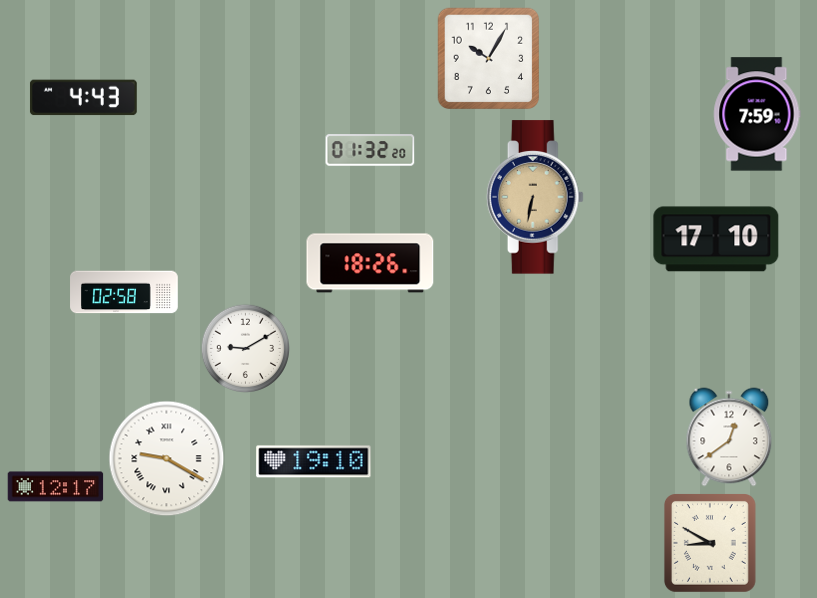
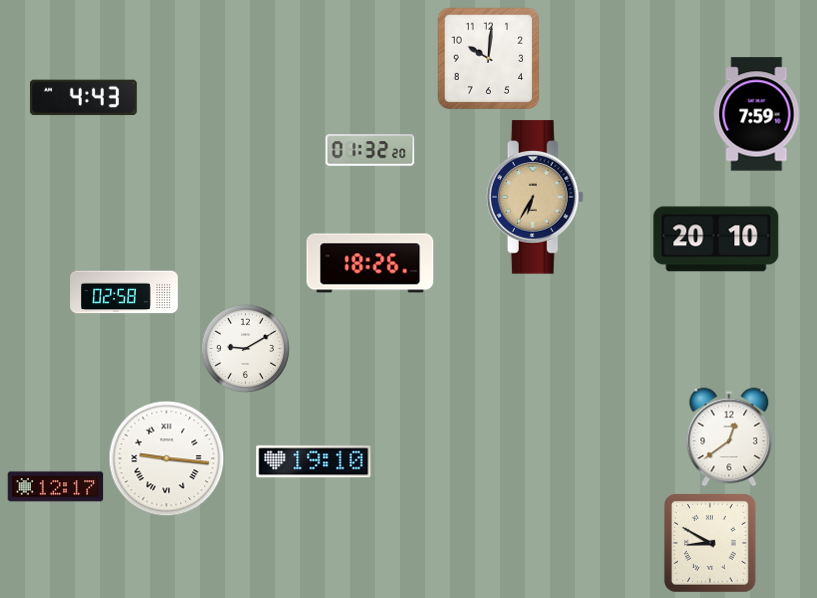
clock at (489, 59): 10:05 -> 10:01
clock at (535, 197): 6:32 -> 6:35
clock at (716, 239): 17:10 -> 20:10
clock at (167, 459): 9:20 -> 9:16
